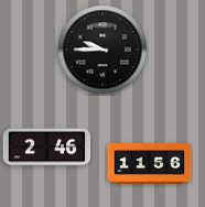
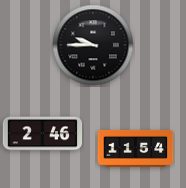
clock at (150, 163): 11:56 -> 11:54
